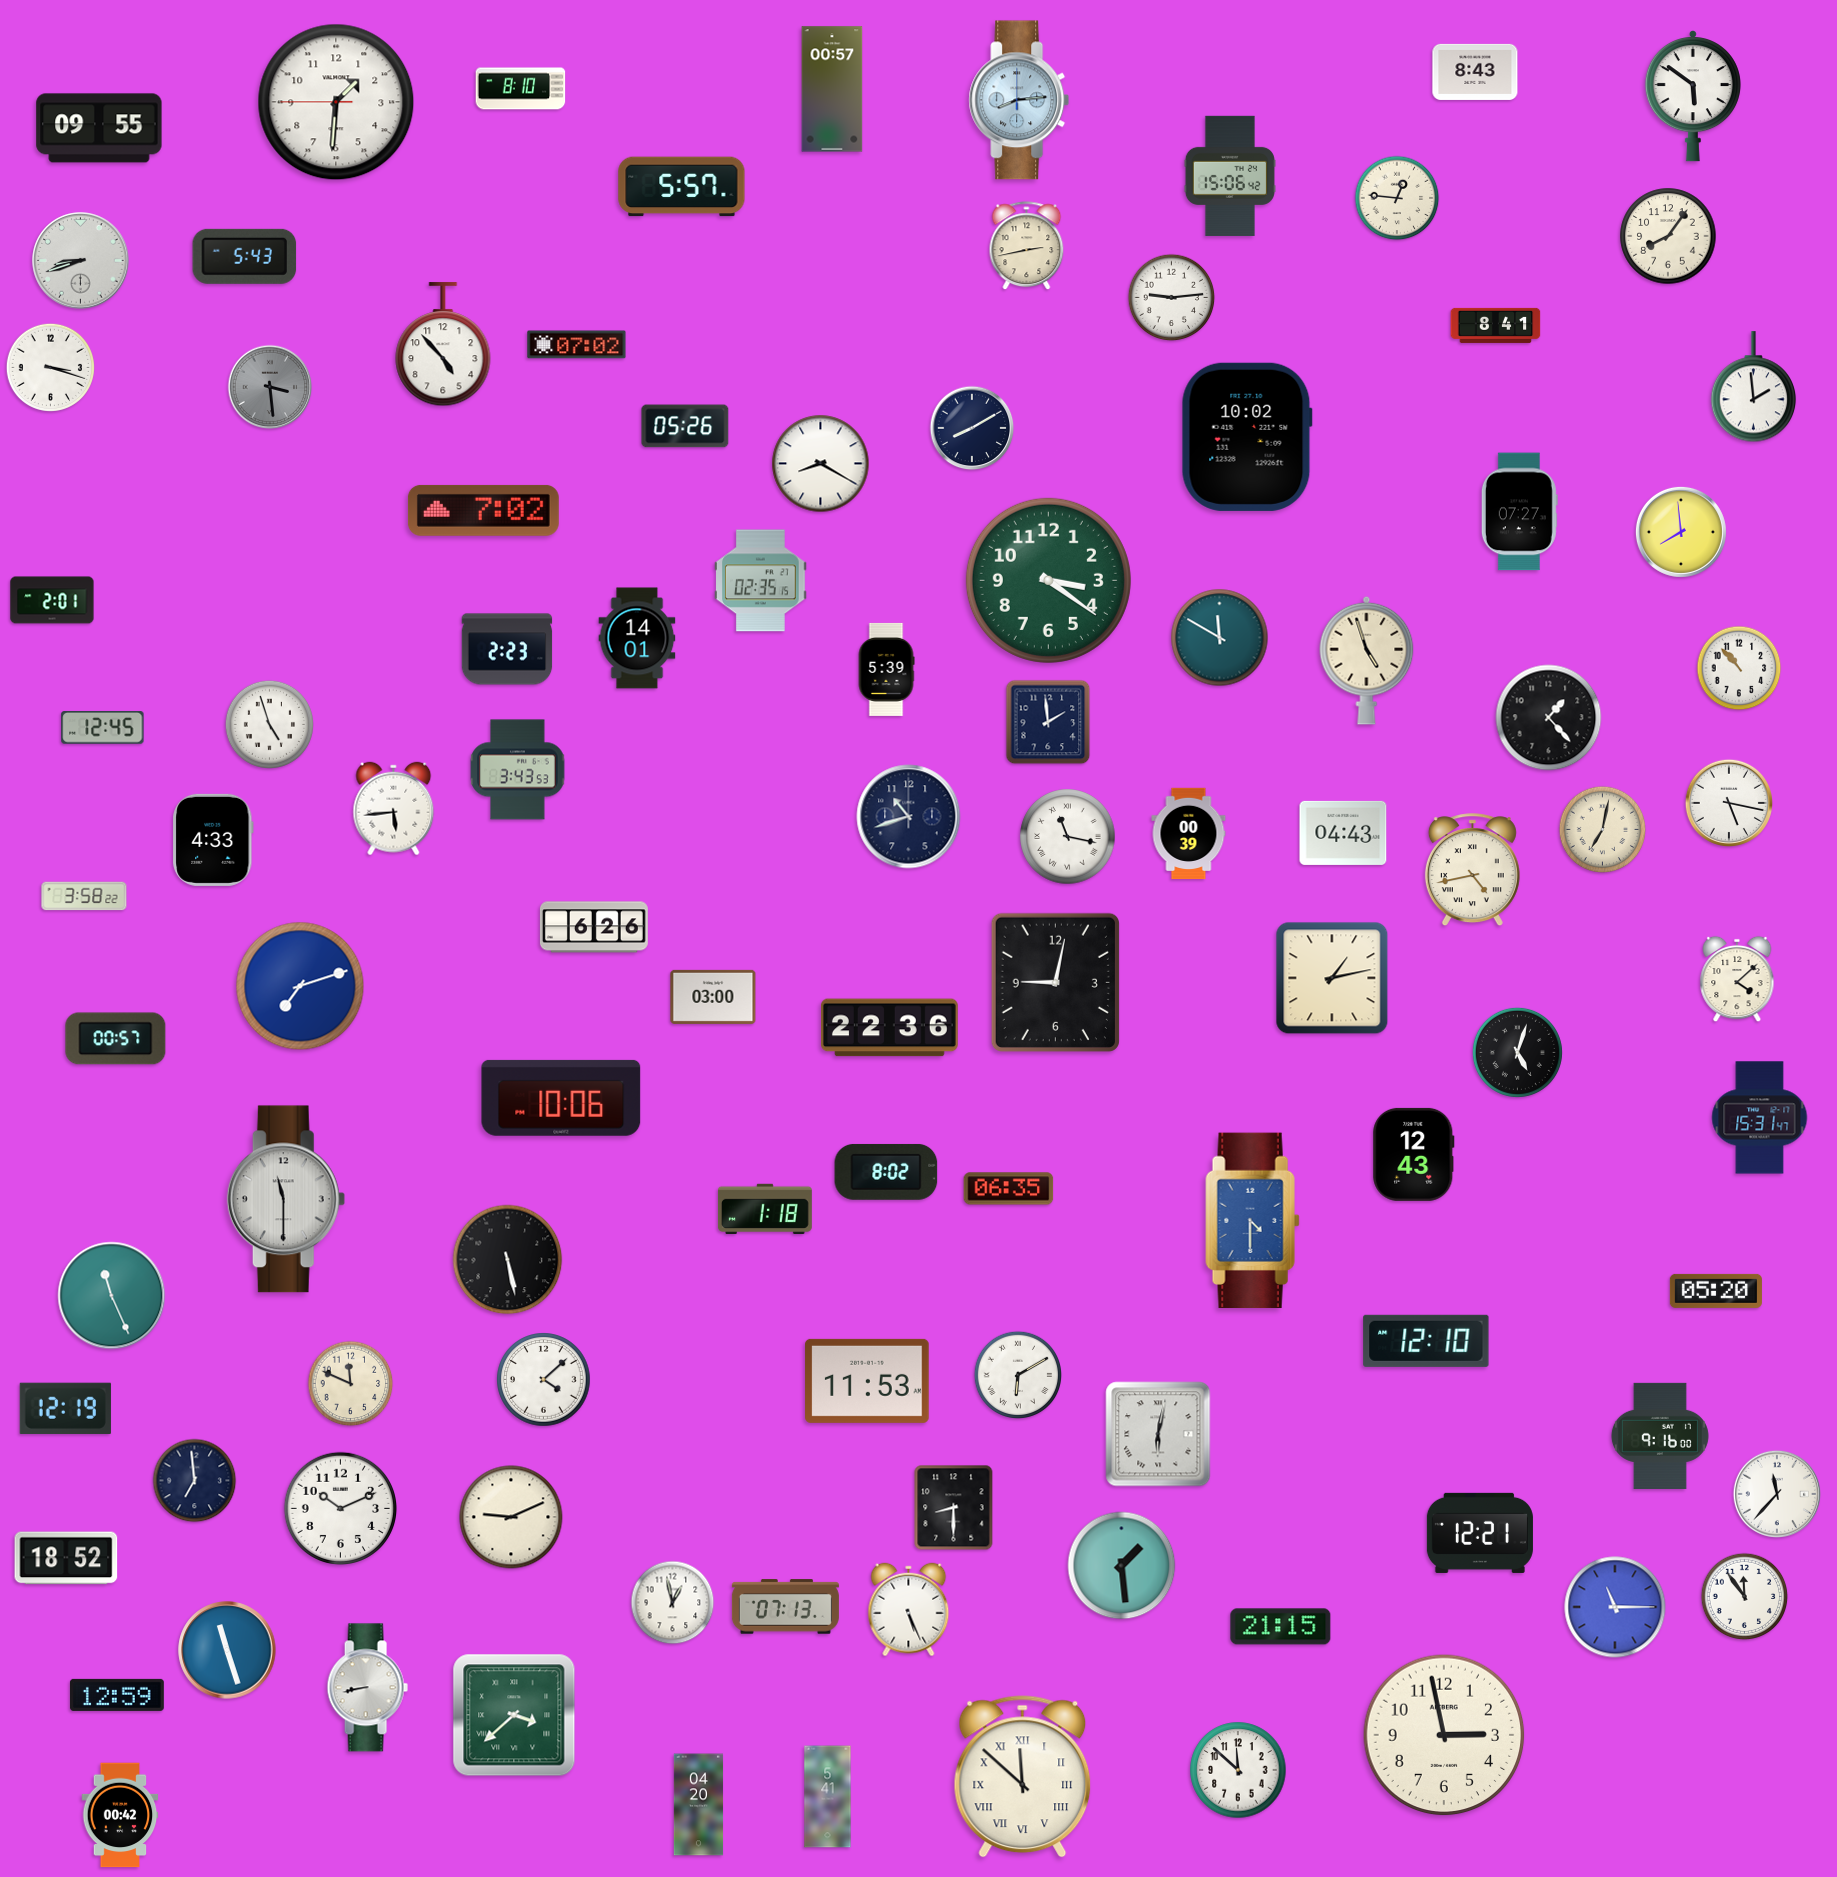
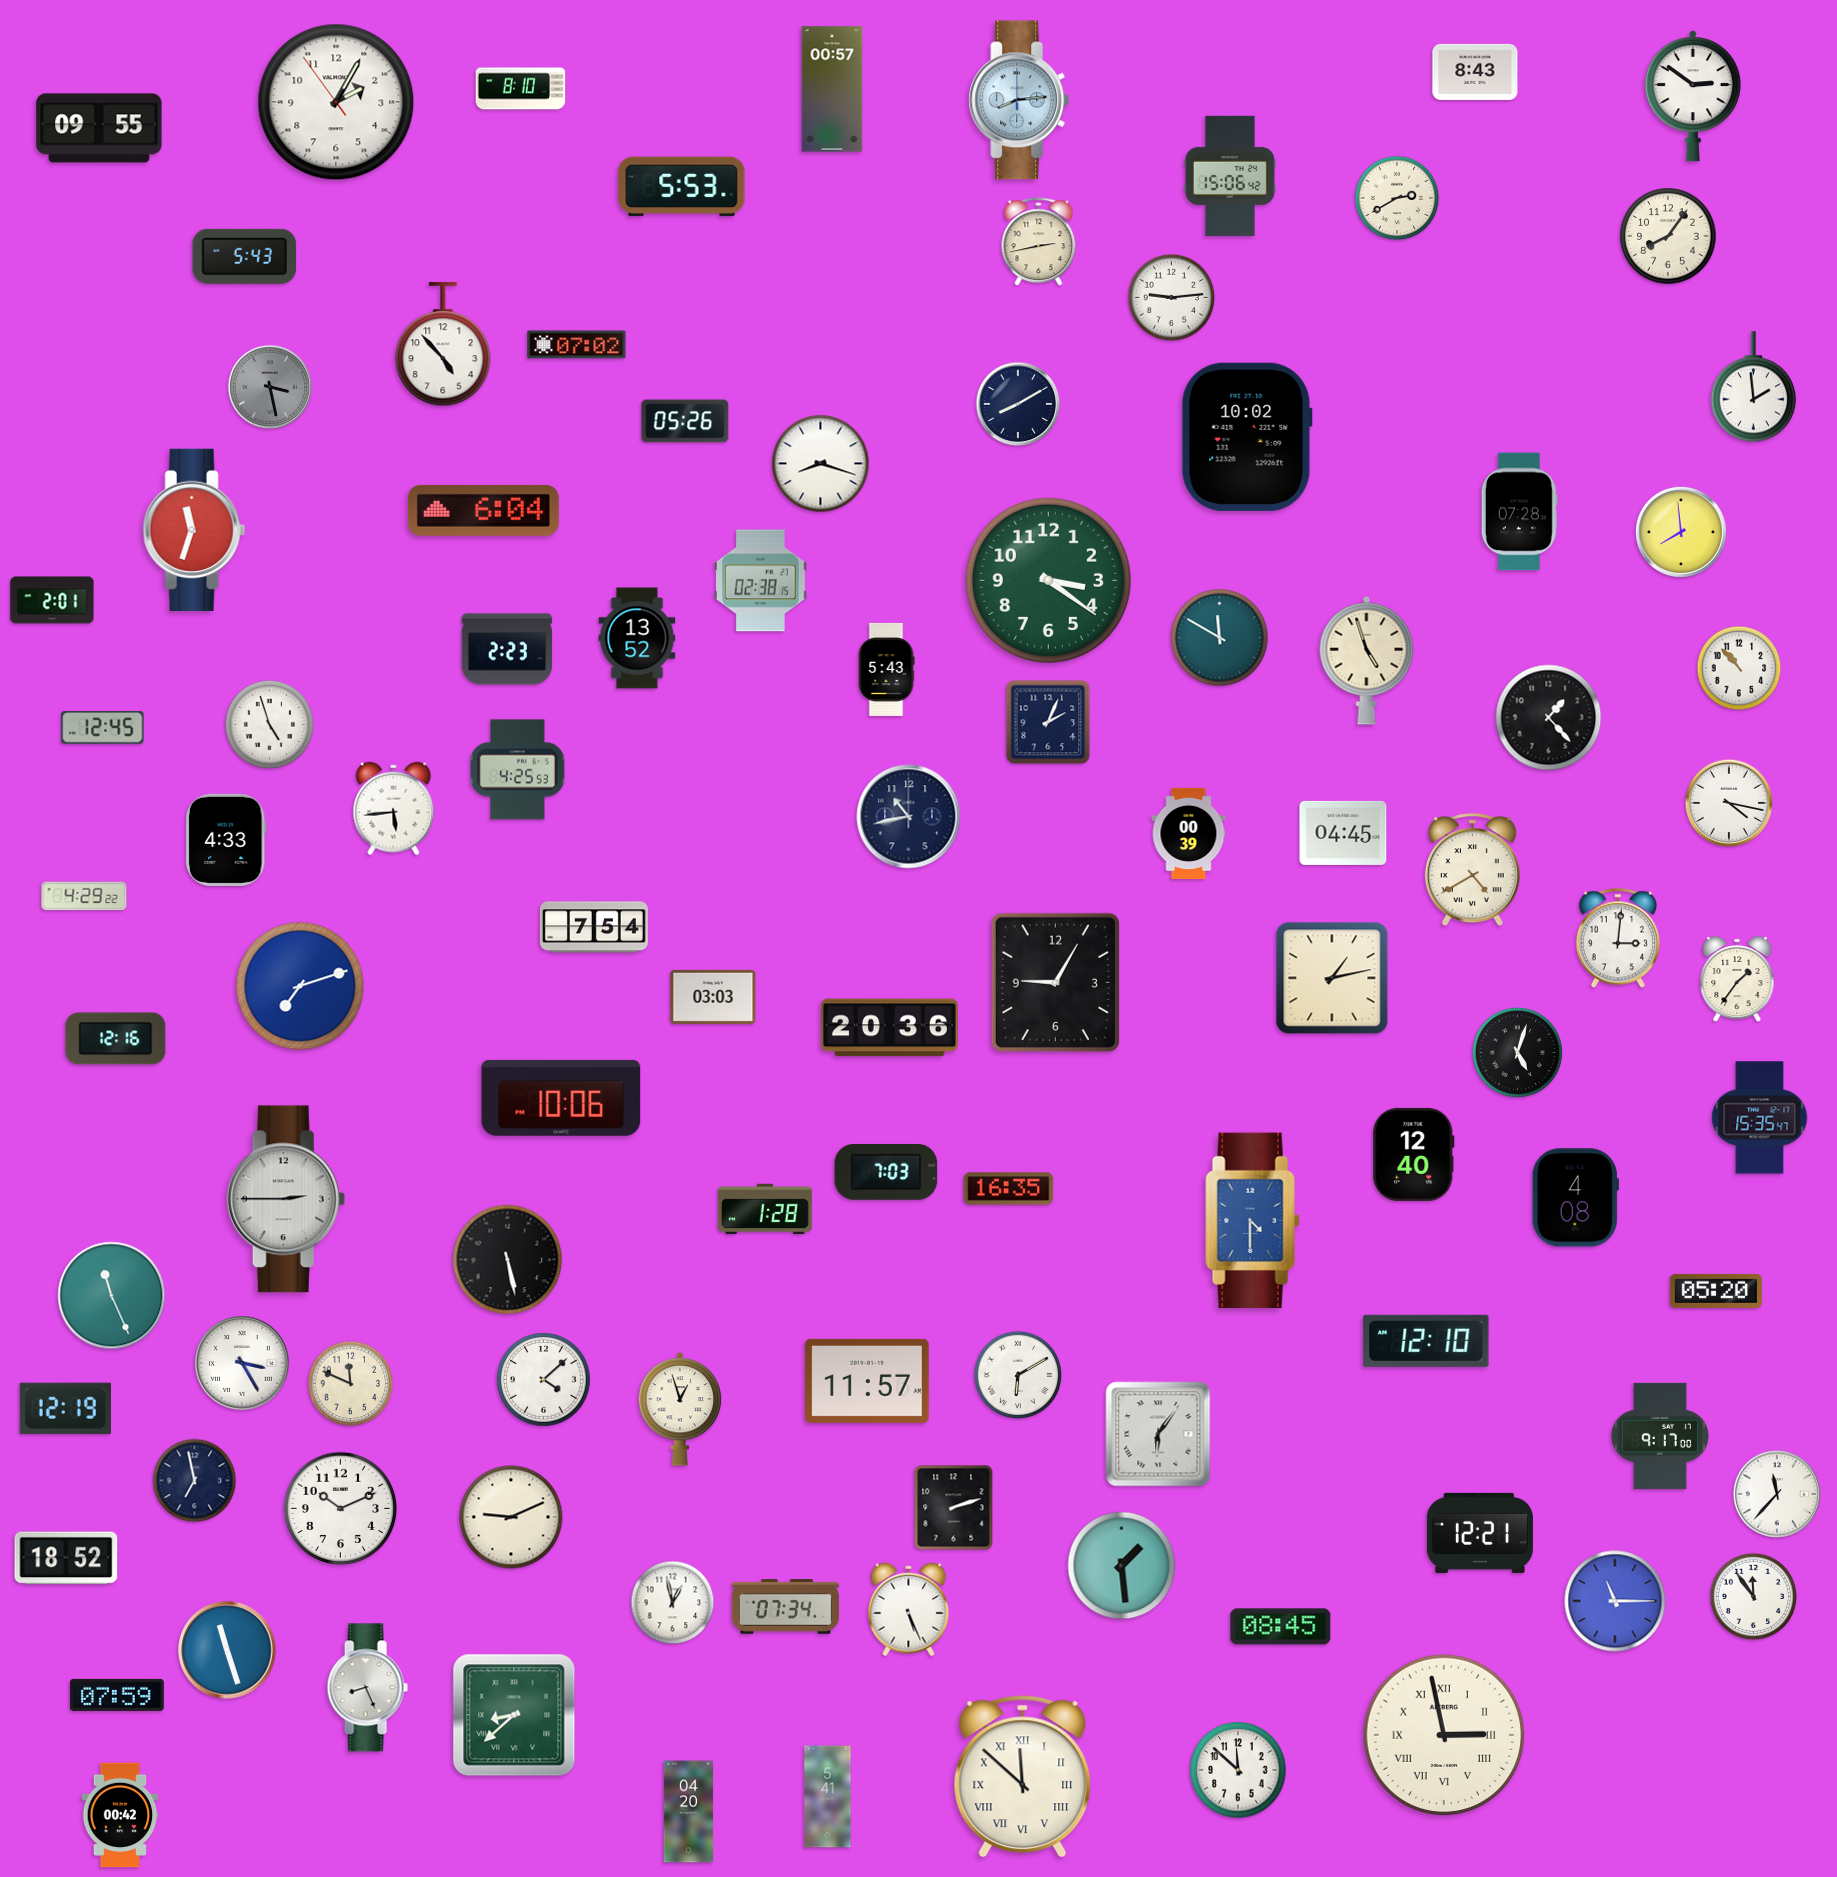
clock at (1693, 97): 5:51 -> 2:51
clock at (336, 102): 1:30 -> 2:04
clock at (682, 187): 5:57 -> 5:53
clock at (1397, 198): 12:46 -> 2:40
clock at (1027, 246) position: (1027, 246) -> (1039, 242)
clock at (81, 261): 8:42 -> none
clock at (1496, 325): 8:41 -> none
clock at (50, 367): 3:18 -> none
clock at (270, 387): 3:29 -> 3:28
clock at (685, 426) position: (685, 426) -> (685, 421)
clock at (972, 428) position: (972, 428) -> (1018, 404)
clock at (821, 464): 8:20 -> 8:18
clock at (483, 510): 7:02 -> 6:04
clock at (1519, 512): 07:27 -> 07:28
clock at (194, 530): none -> 11:33
clock at (761, 581): 02:35 -> 02:38
clock at (637, 638): 14:01 -> 13:52
clock at (886, 669): 5:39 -> 5:43
clock at (1048, 722): 1:59 -> 2:04
clock at (518, 770): 3:43 -> 4:25
clock at (1728, 802): 5:17 -> 4:17
clock at (909, 817): 10:42 -> 10:43
clock at (1603, 830): 7:02 -> none
clock at (1343, 833): 04:43 -> 04:45
clock at (1068, 837): 11:17 -> none
clock at (213, 840) position: (213, 840) -> (226, 840)
clock at (1472, 870): 4:43 -> 4:40
clock at (84, 896): 3:58 -> 4:29
clock at (594, 927): 6:26 -> 7:54
clock at (1618, 938): none -> 3:01
clock at (1737, 979): 4:08 -> 1:36
clock at (1055, 982): 9:02 -> 9:05
clock at (713, 997): 03:00 -> 03:03
clock at (889, 1028): 22:36 -> 20:36
clock at (116, 1039): 00:57 -> 12:16
clock at (1760, 1118): 15:31 -> 15:35
clock at (1414, 1154): 12:43 -> 12:40
clock at (886, 1172): 8:02 -> 7:03
clock at (1009, 1189): 06:35 -> 16:35
clock at (1575, 1198): none -> 4:08
clock at (286, 1199): 11:30 -> 2:45
clock at (765, 1208): 1:18 -> 1:28
clock at (243, 1364): none -> 3:25
clock at (867, 1381): 11:53 -> 11:57
clock at (680, 1409): none -> 12:57
clock at (1158, 1434): 6:02 -> 6:06
clock at (1660, 1436): 9:16 -> 9:17
clock at (195, 1481): 6:59 -> 6:58
clock at (954, 1508): 8:30 -> 2:12
clock at (1745, 1597) position: (1745, 1597) -> (1754, 1597)
clock at (785, 1607): 07:13 -> 07:34
clock at (1615, 1607) position: (1615, 1607) -> (1615, 1601)
clock at (1281, 1627): 21:15 -> 08:45
clock at (367, 1688): 8:43 -> 8:26
clock at (117, 1695): 12:59 -> 07:59
clock at (514, 1715): 3:38 -> 8:38
clock at (1444, 1735) numerals: Arabic -> Roman
clock at (699, 1805) position: (699, 1805) -> (689, 1812)
